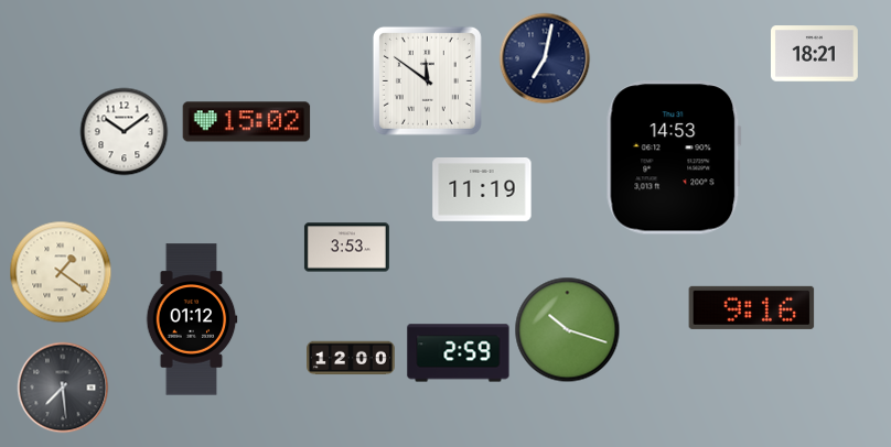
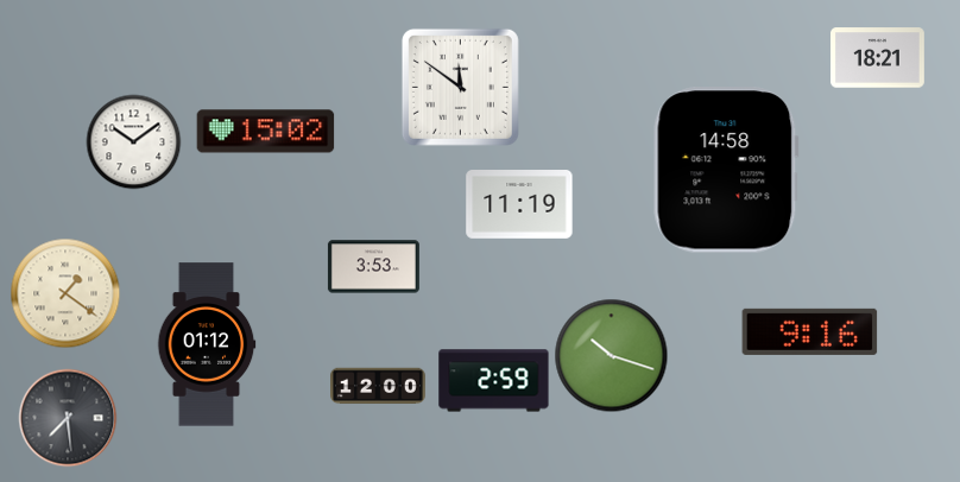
clock at (545, 58): 7:02 -> none
clock at (674, 157): 14:53 -> 14:58
